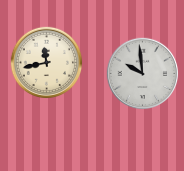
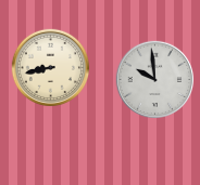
clock at (47, 63): 11:43 -> 8:43
